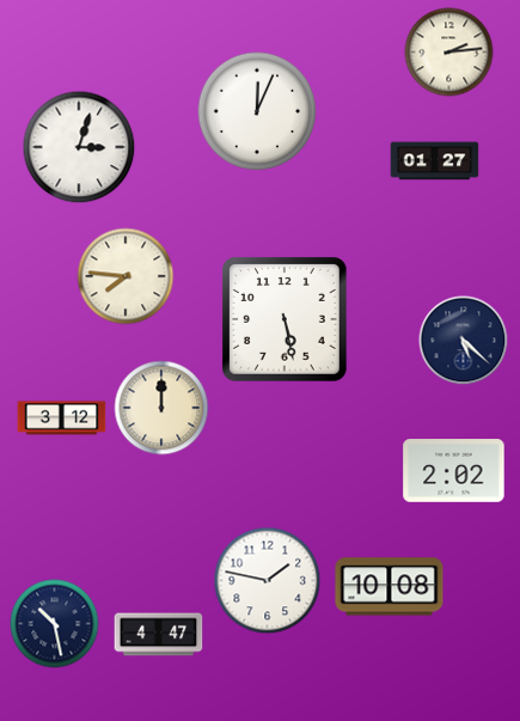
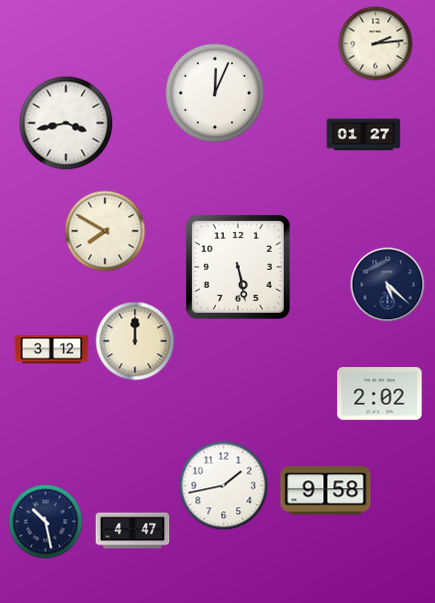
clock at (79, 147): 3:03 -> 3:43
clock at (126, 276): 7:46 -> 7:50
clock at (268, 581): 1:47 -> 1:43
clock at (390, 587): 10:08 -> 9:58
